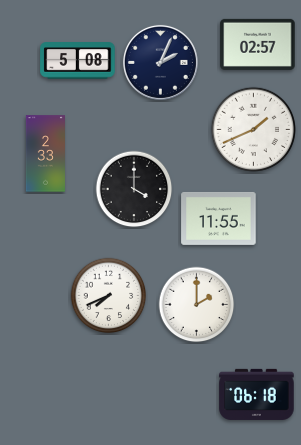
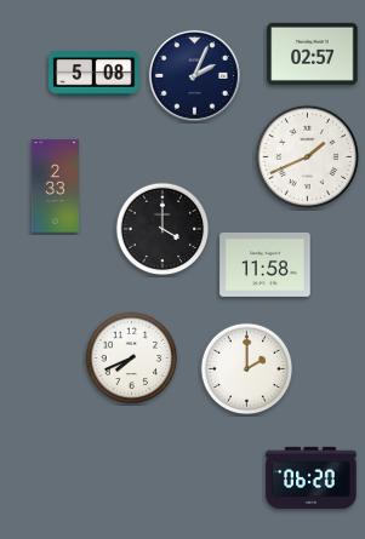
clock at (219, 218): 11:55 -> 11:58
clock at (197, 305) position: (197, 305) -> (247, 369)
clock at (257, 394): 06:18 -> 06:20
